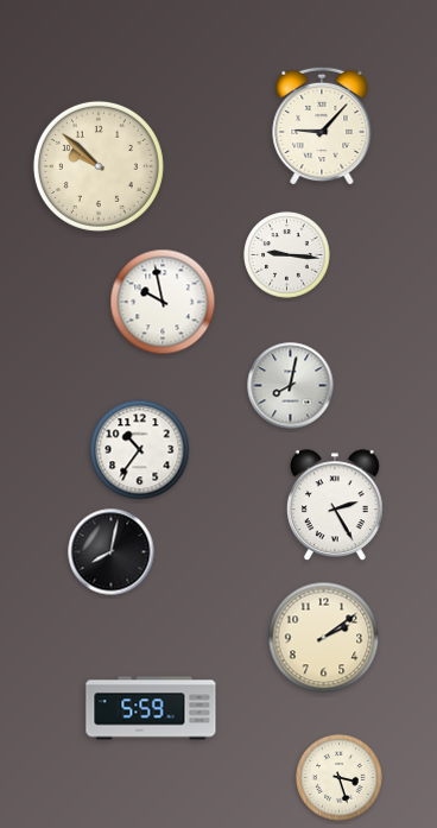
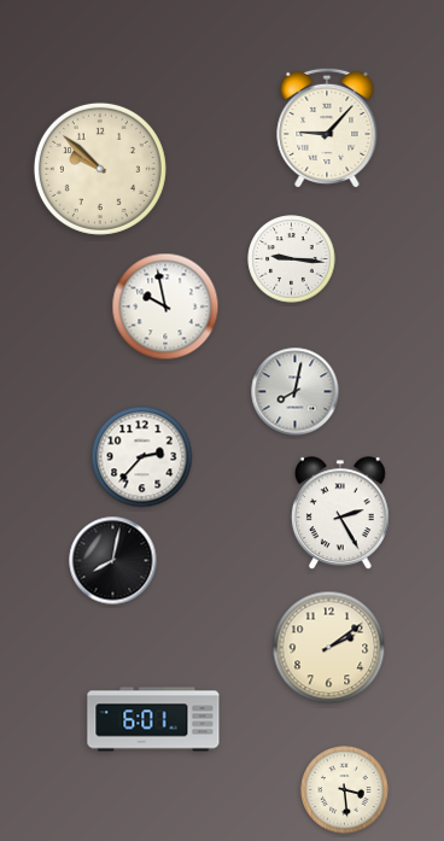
clock at (140, 450): 10:36 -> 2:37
clock at (151, 708): 5:59 -> 6:01
clock at (340, 778): 3:27 -> 3:29
